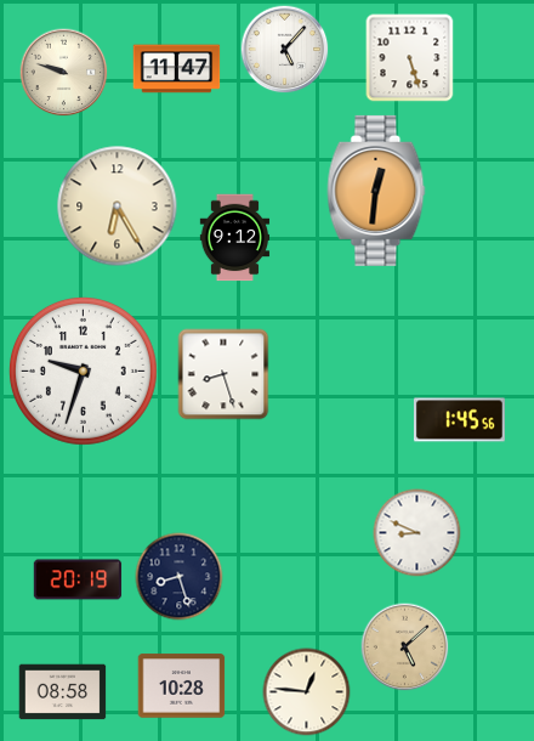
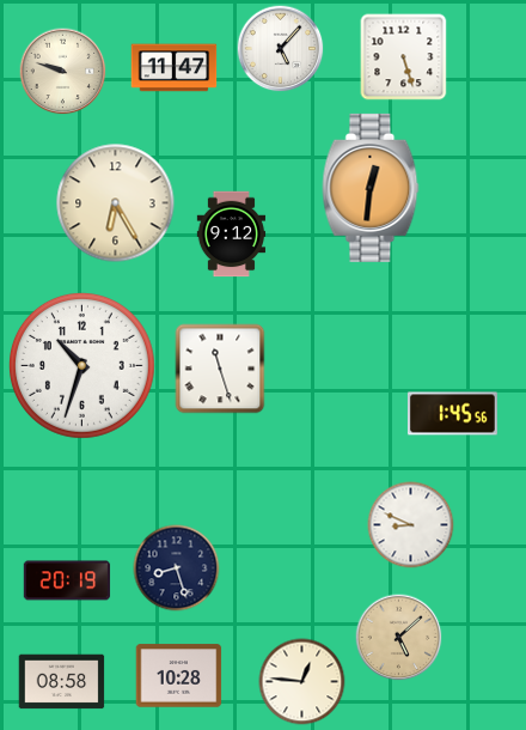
clock at (83, 370): 9:33 -> 10:33
clock at (223, 374): 8:27 -> 11:27
clock at (78, 579) position: (78, 579) -> (67, 580)
